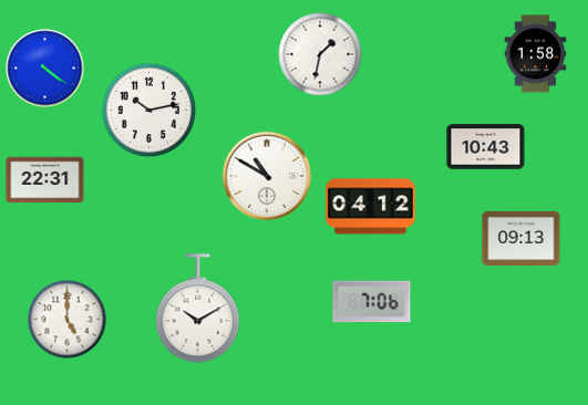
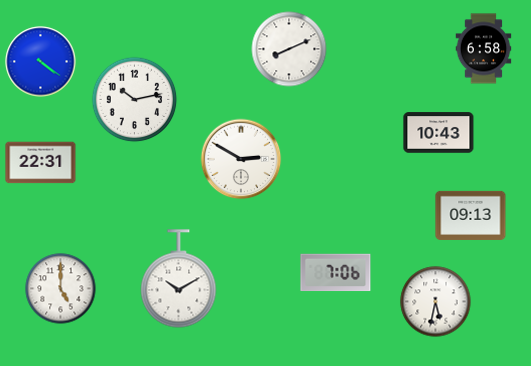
clock at (320, 54): 1:32 -> 8:11
clock at (536, 54): 1:58 -> 6:58
clock at (267, 176): 10:50 -> 2:50
clock at (371, 207): 04:12 -> none
clock at (436, 302): none -> 5:32
